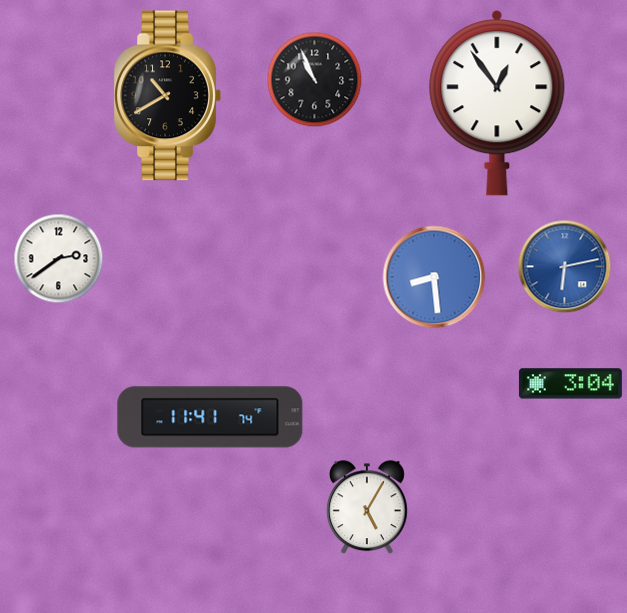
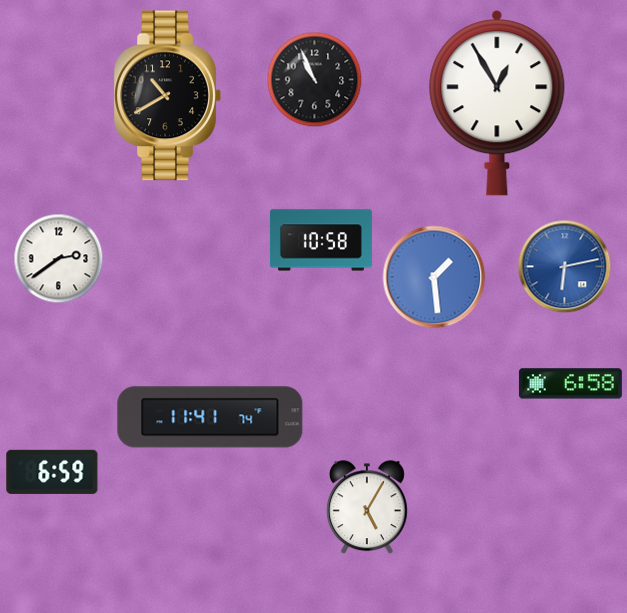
clock at (497, 103): 12:54 -> 12:55
clock at (321, 240): none -> 10:58
clock at (434, 277): 8:29 -> 1:29
clock at (570, 384): 3:04 -> 6:58
clock at (52, 472): none -> 6:59
